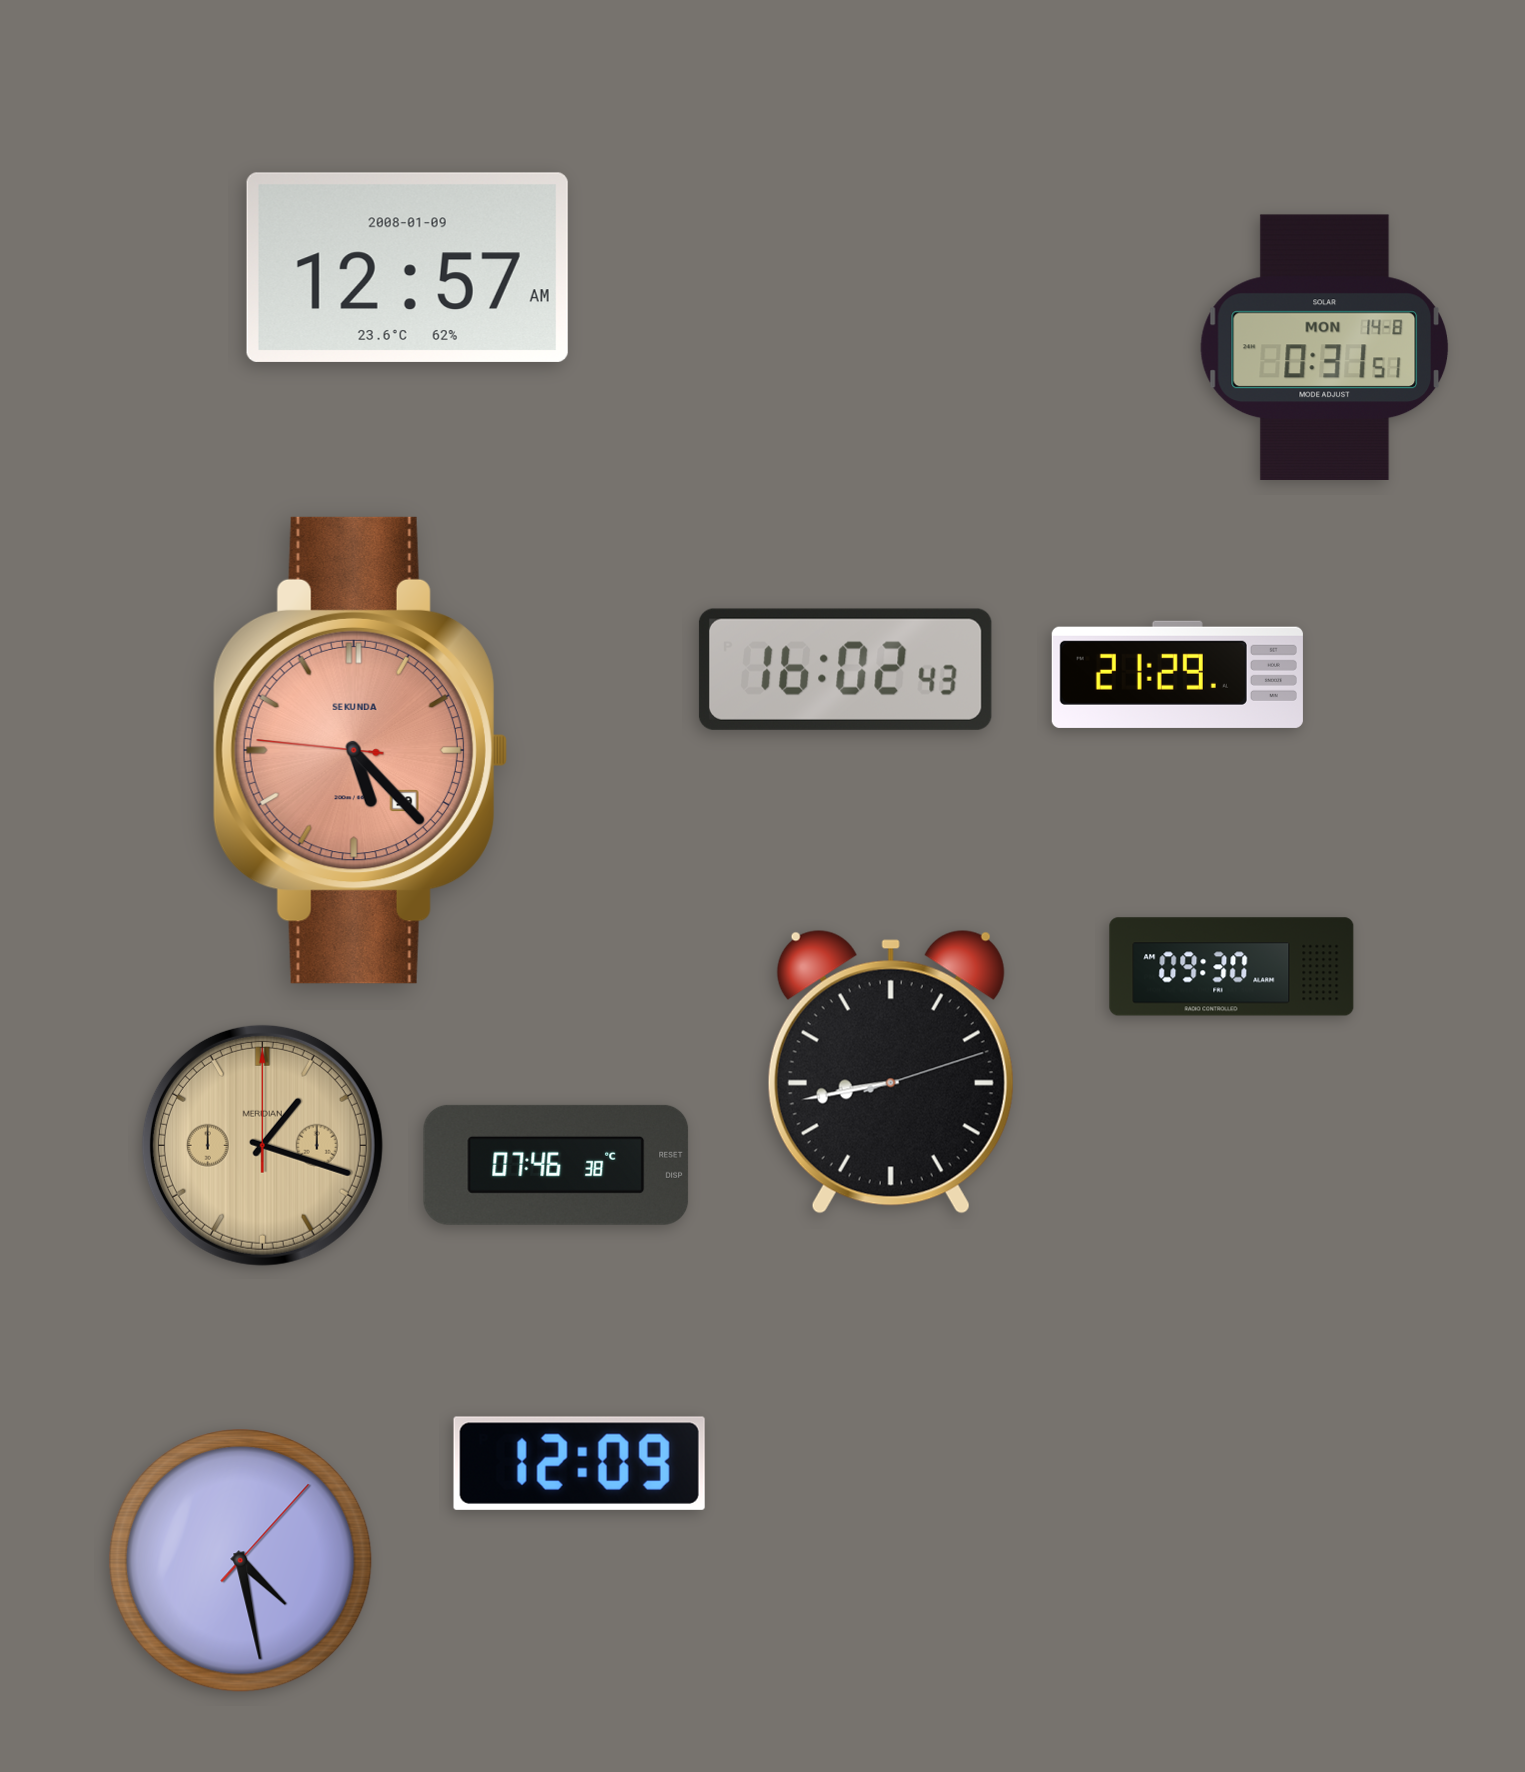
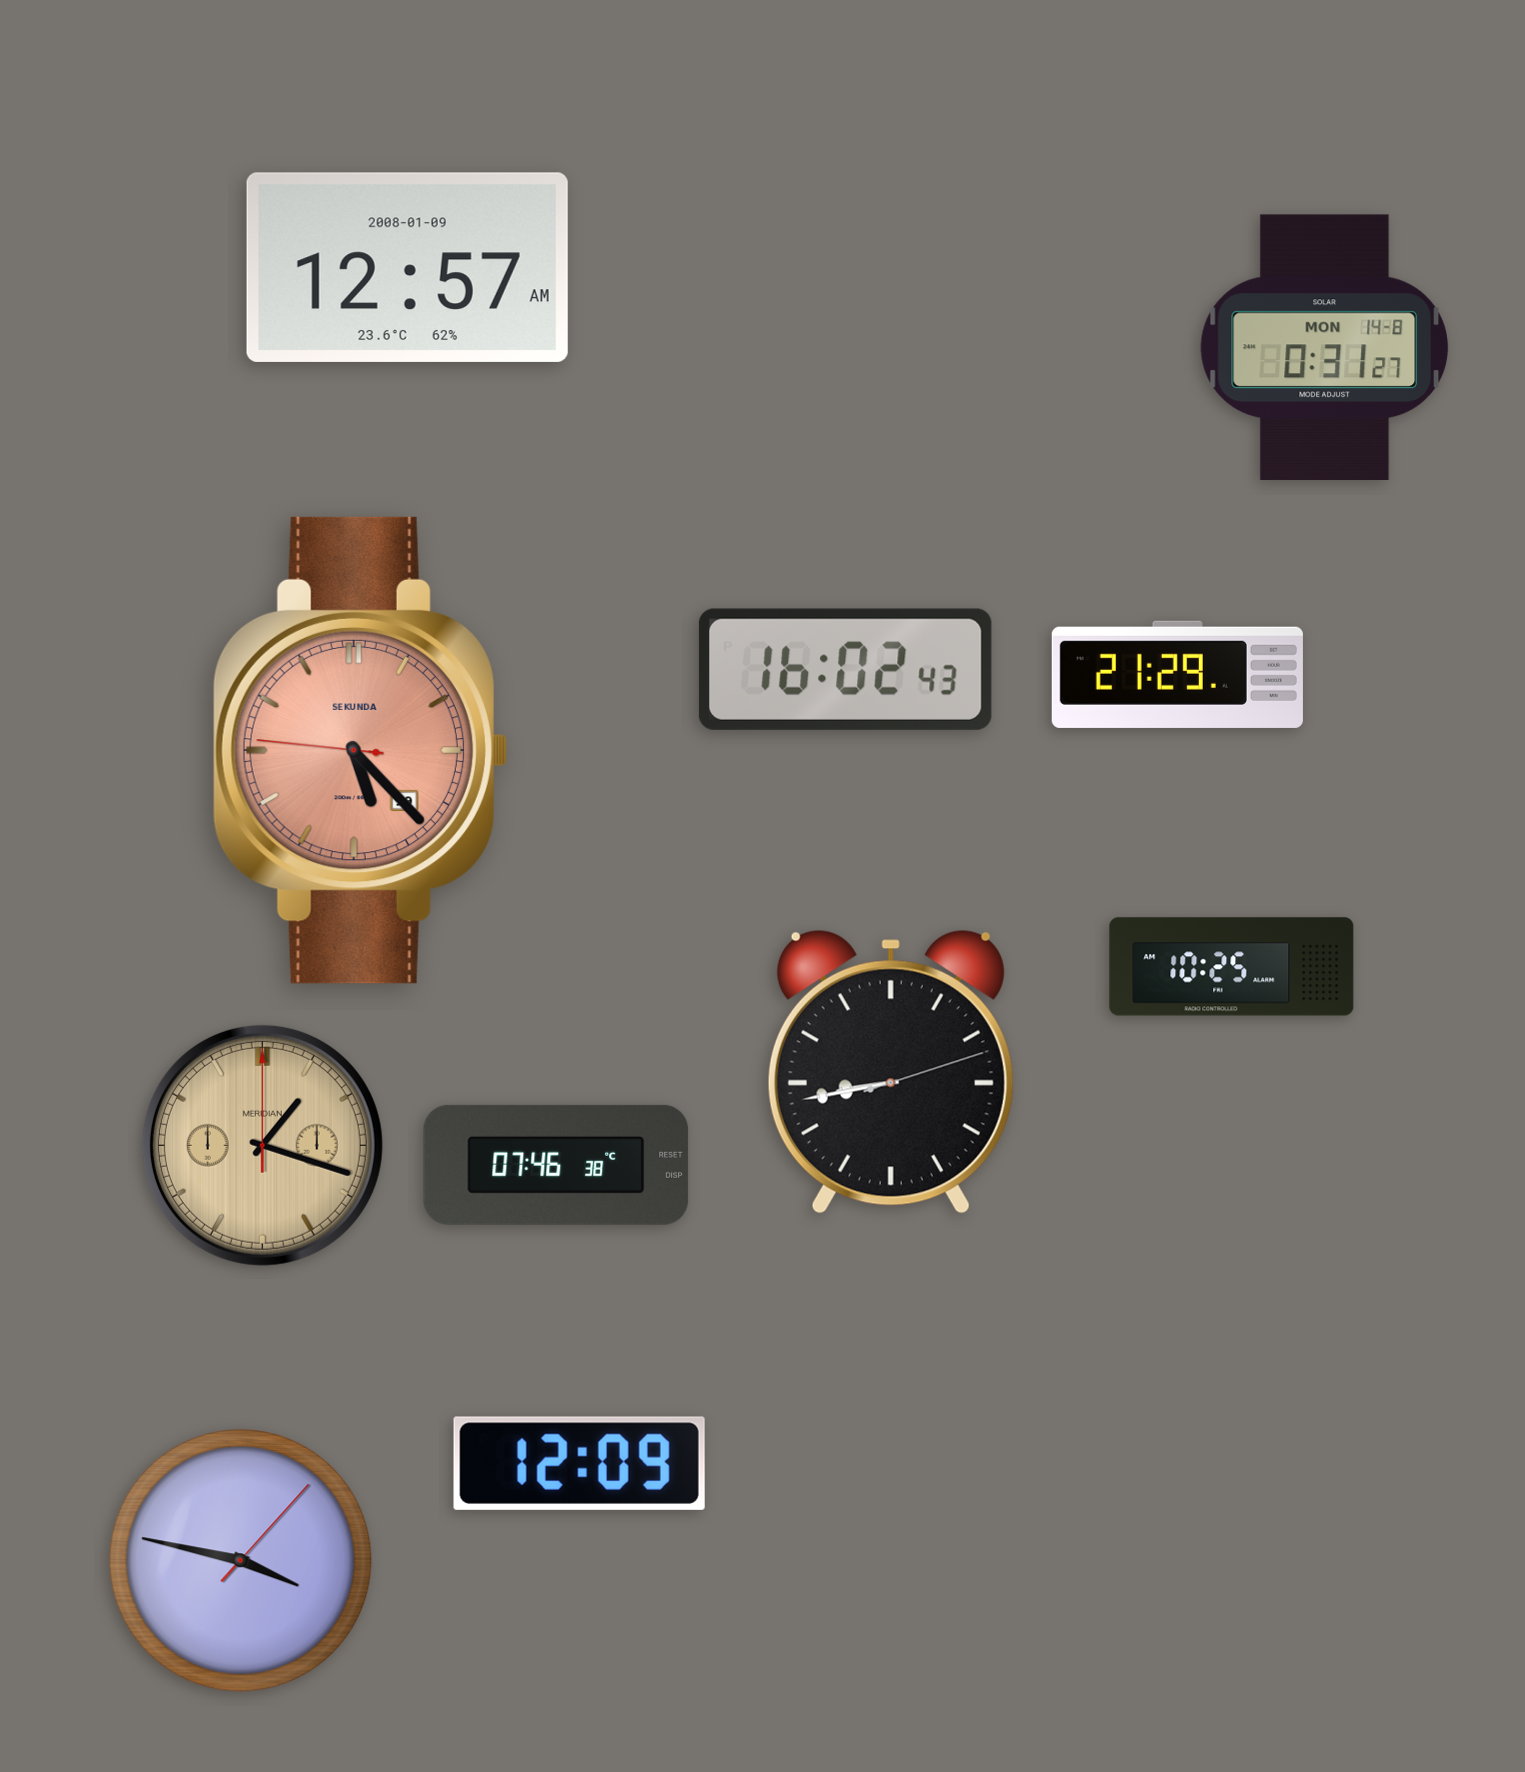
clock at (1324, 347): 0:31:51 -> 0:31:27
clock at (1232, 967): 09:30 -> 10:25
clock at (241, 1561): 4:28 -> 3:47
